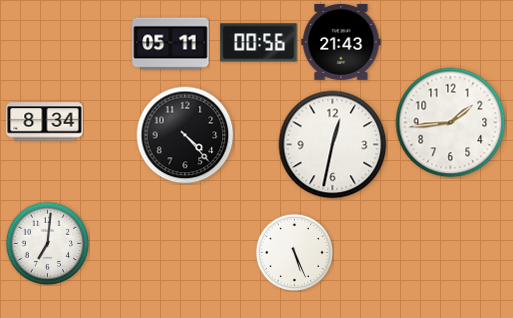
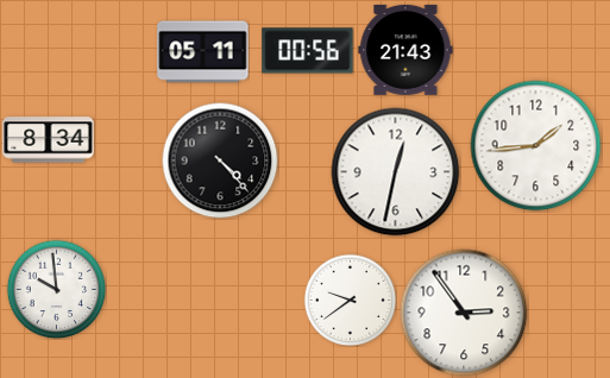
clock at (45, 122) position: (45, 122) -> (49, 140)
clock at (47, 243): 7:01 -> 9:59
clock at (294, 252): 5:26 -> 9:39
clock at (464, 313): none -> 2:54
